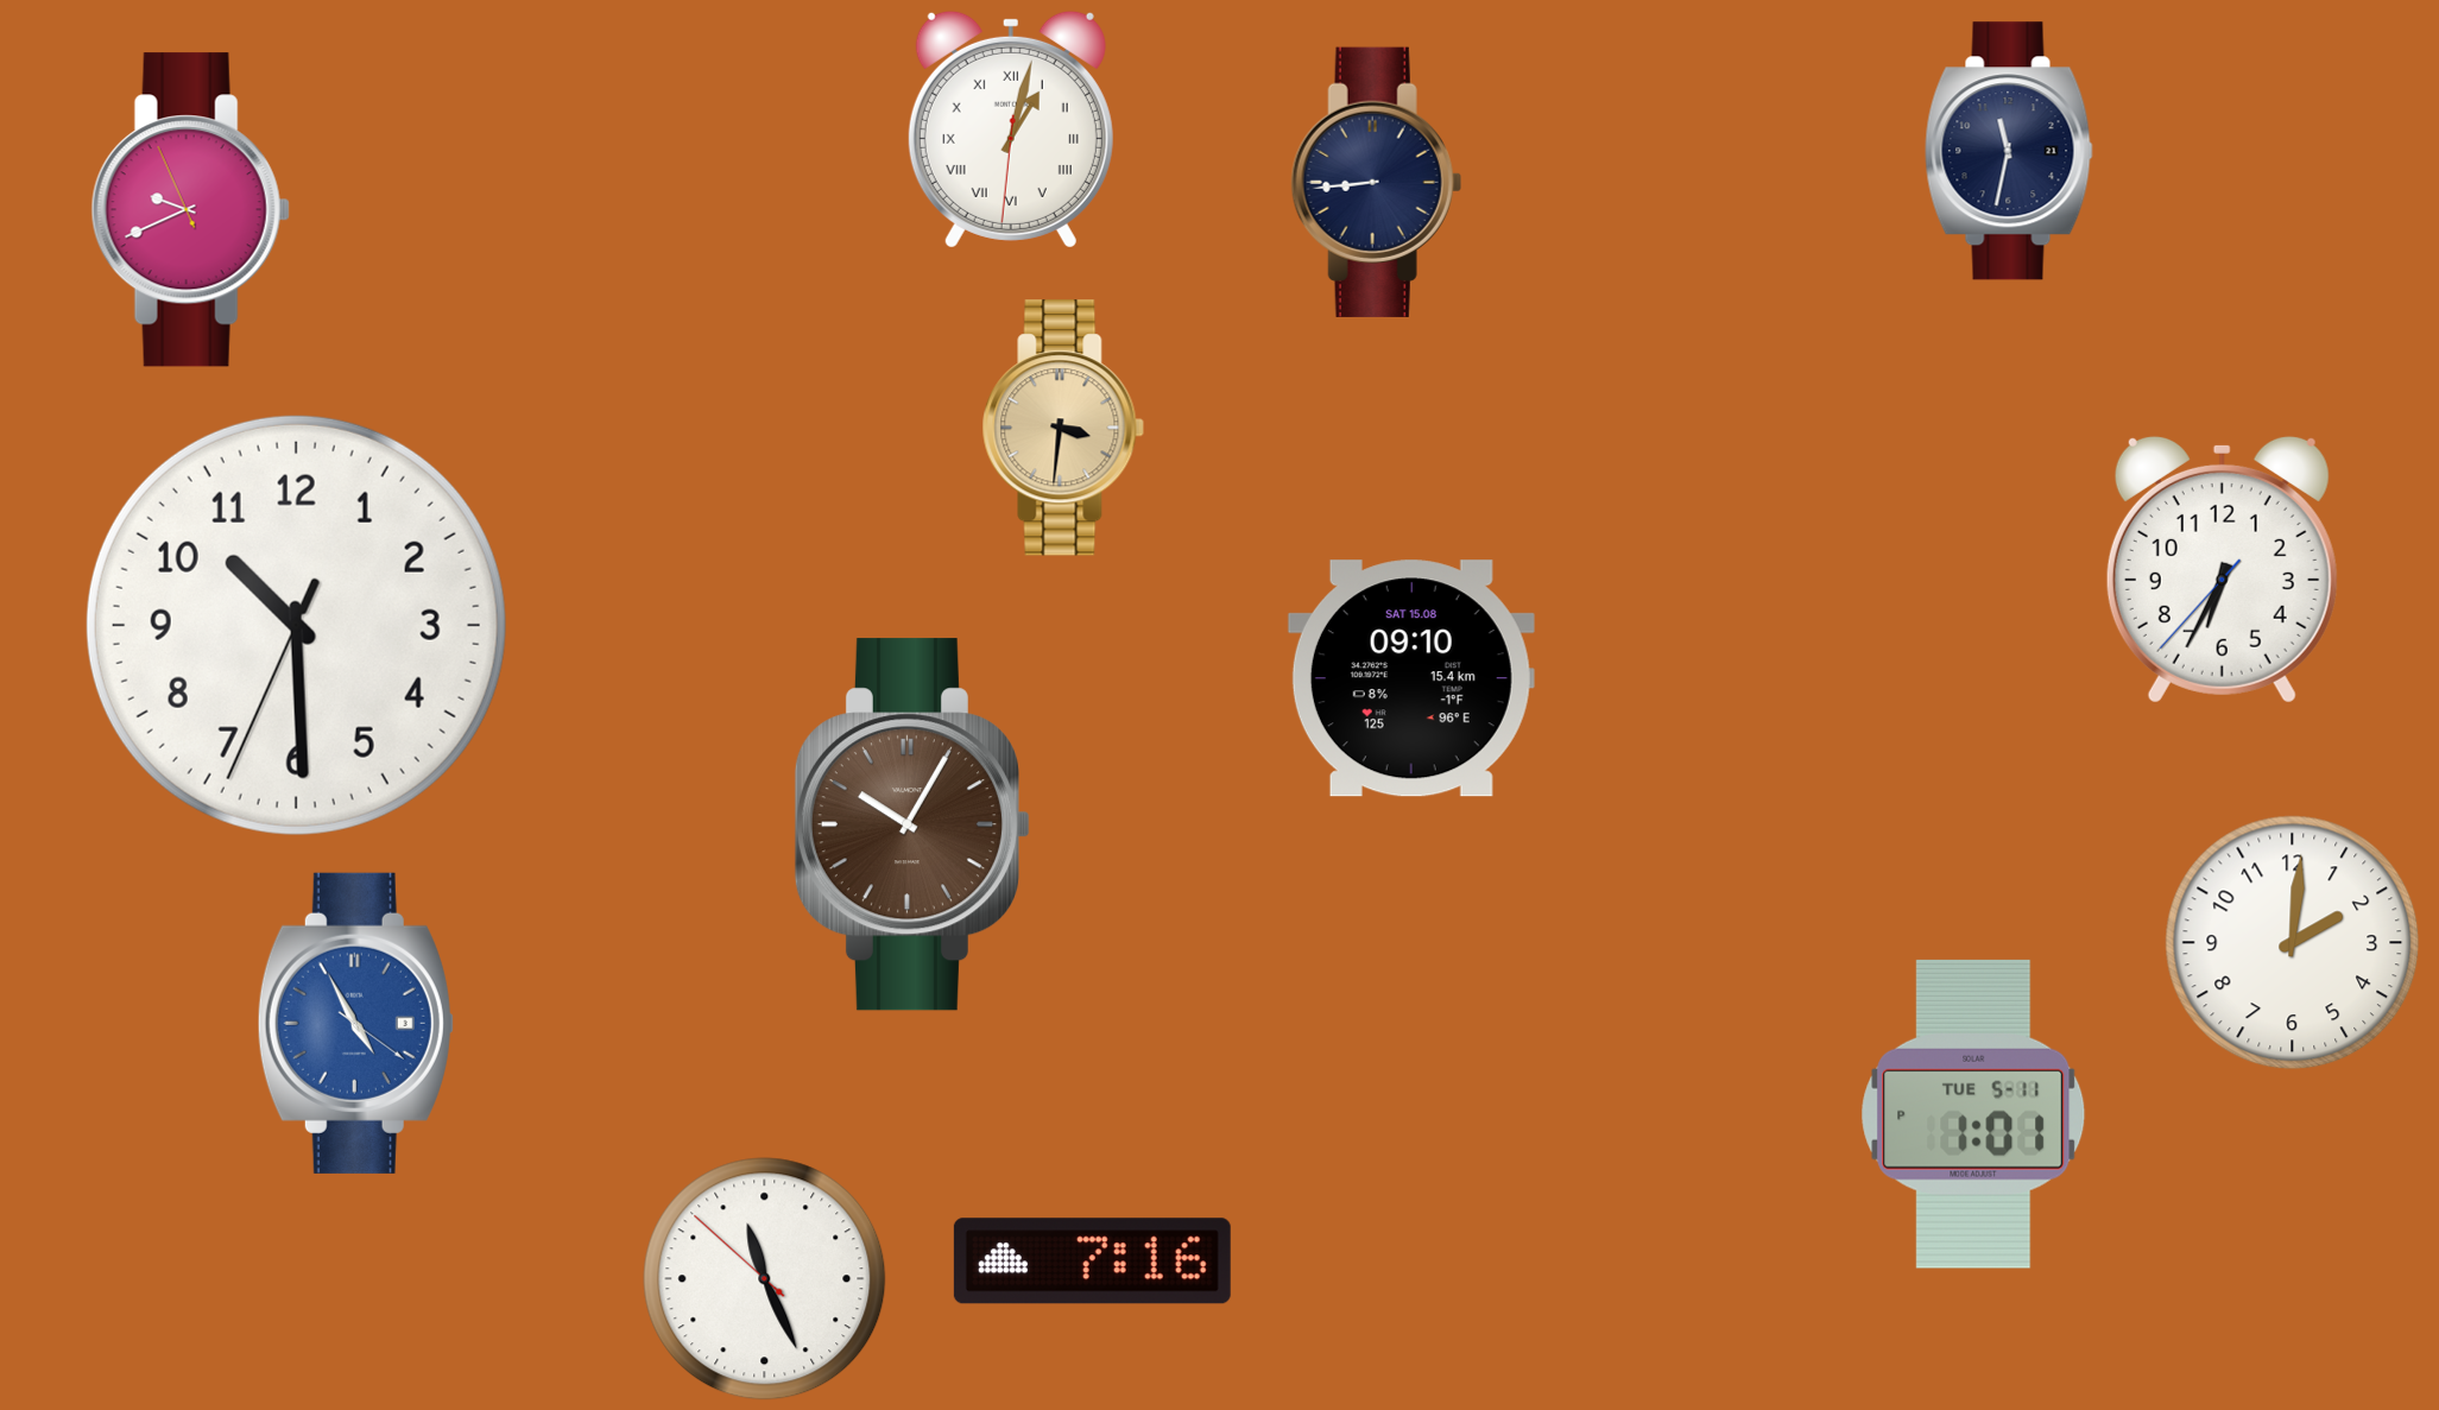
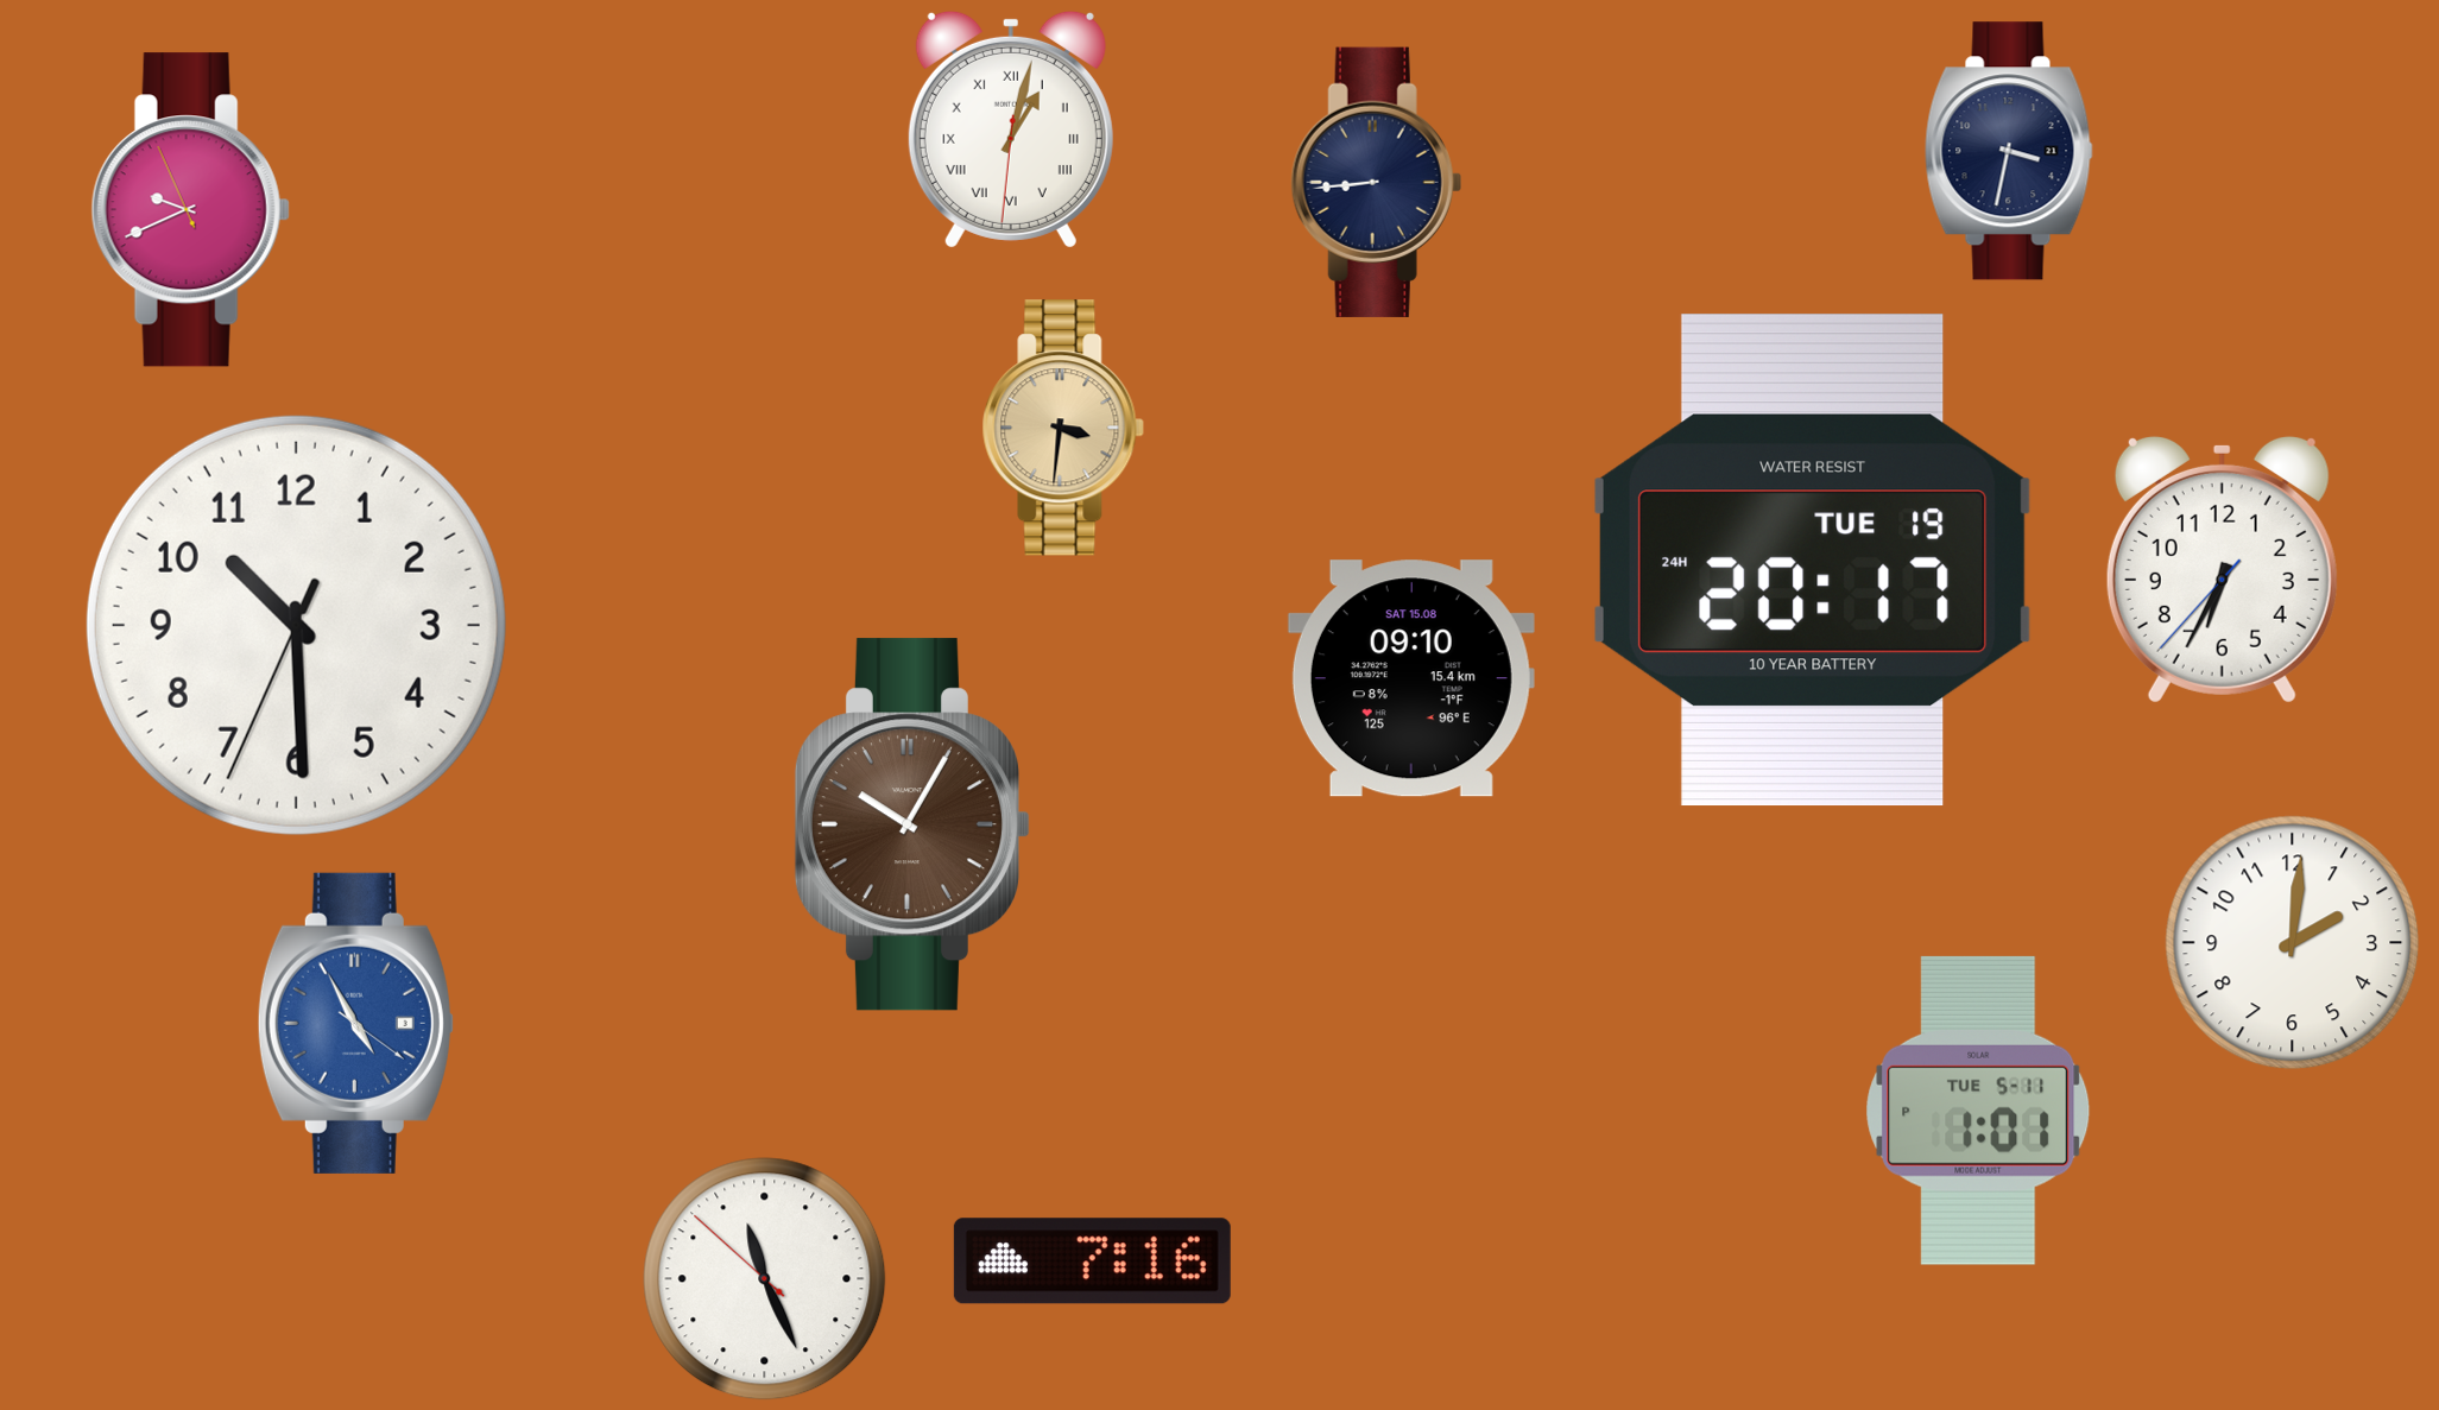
clock at (2009, 151): 11:32 -> 3:32
clock at (1813, 561): none -> 20:17
clock at (1973, 1114) position: (1973, 1114) -> (1978, 1111)
